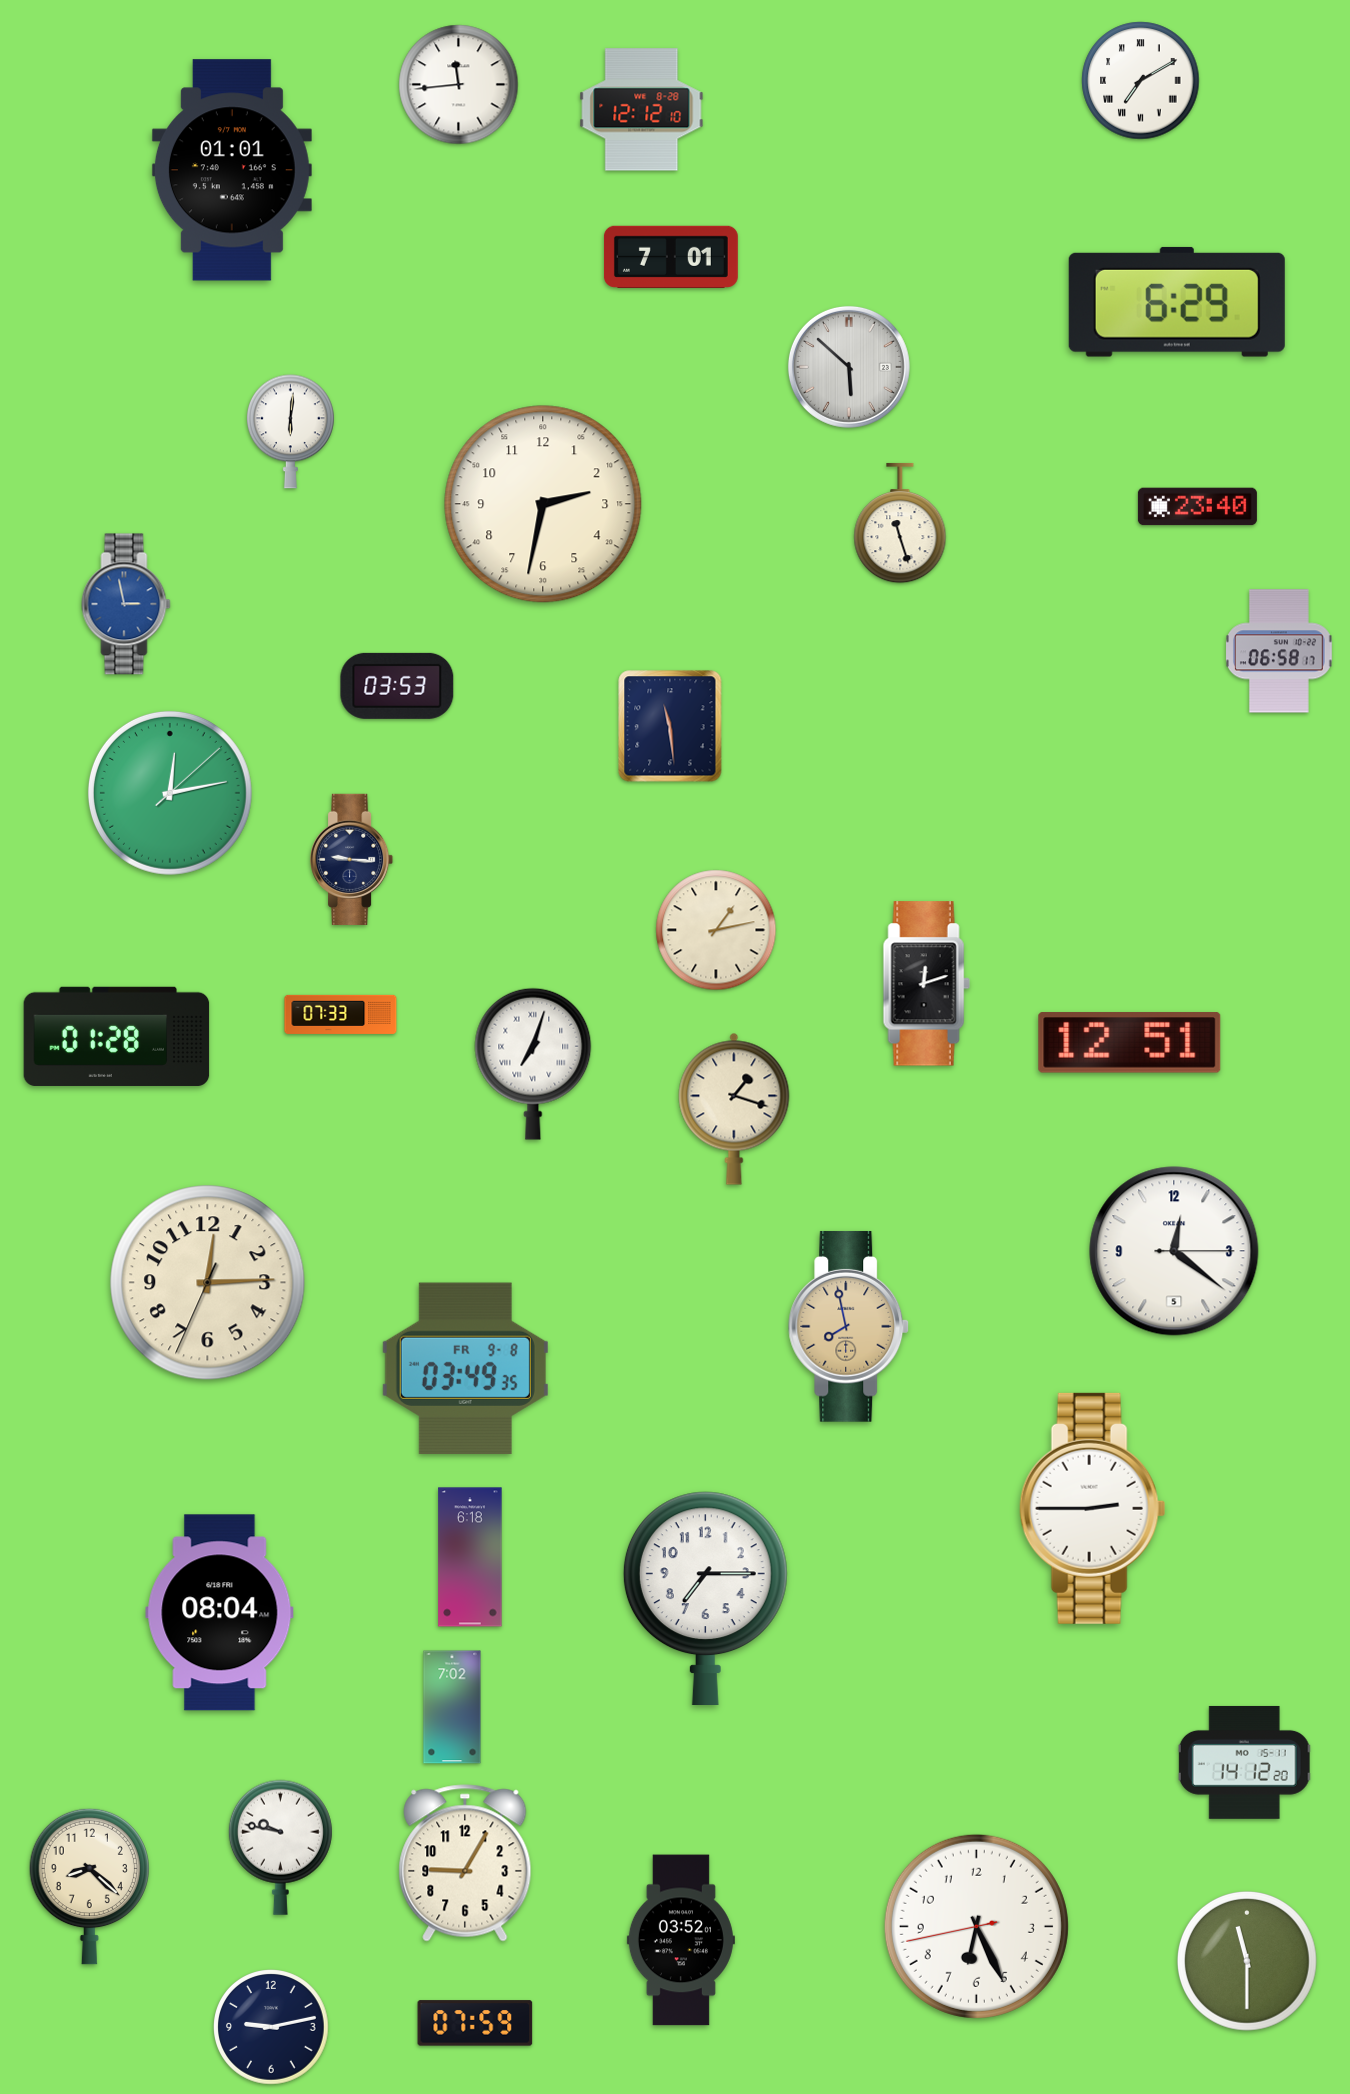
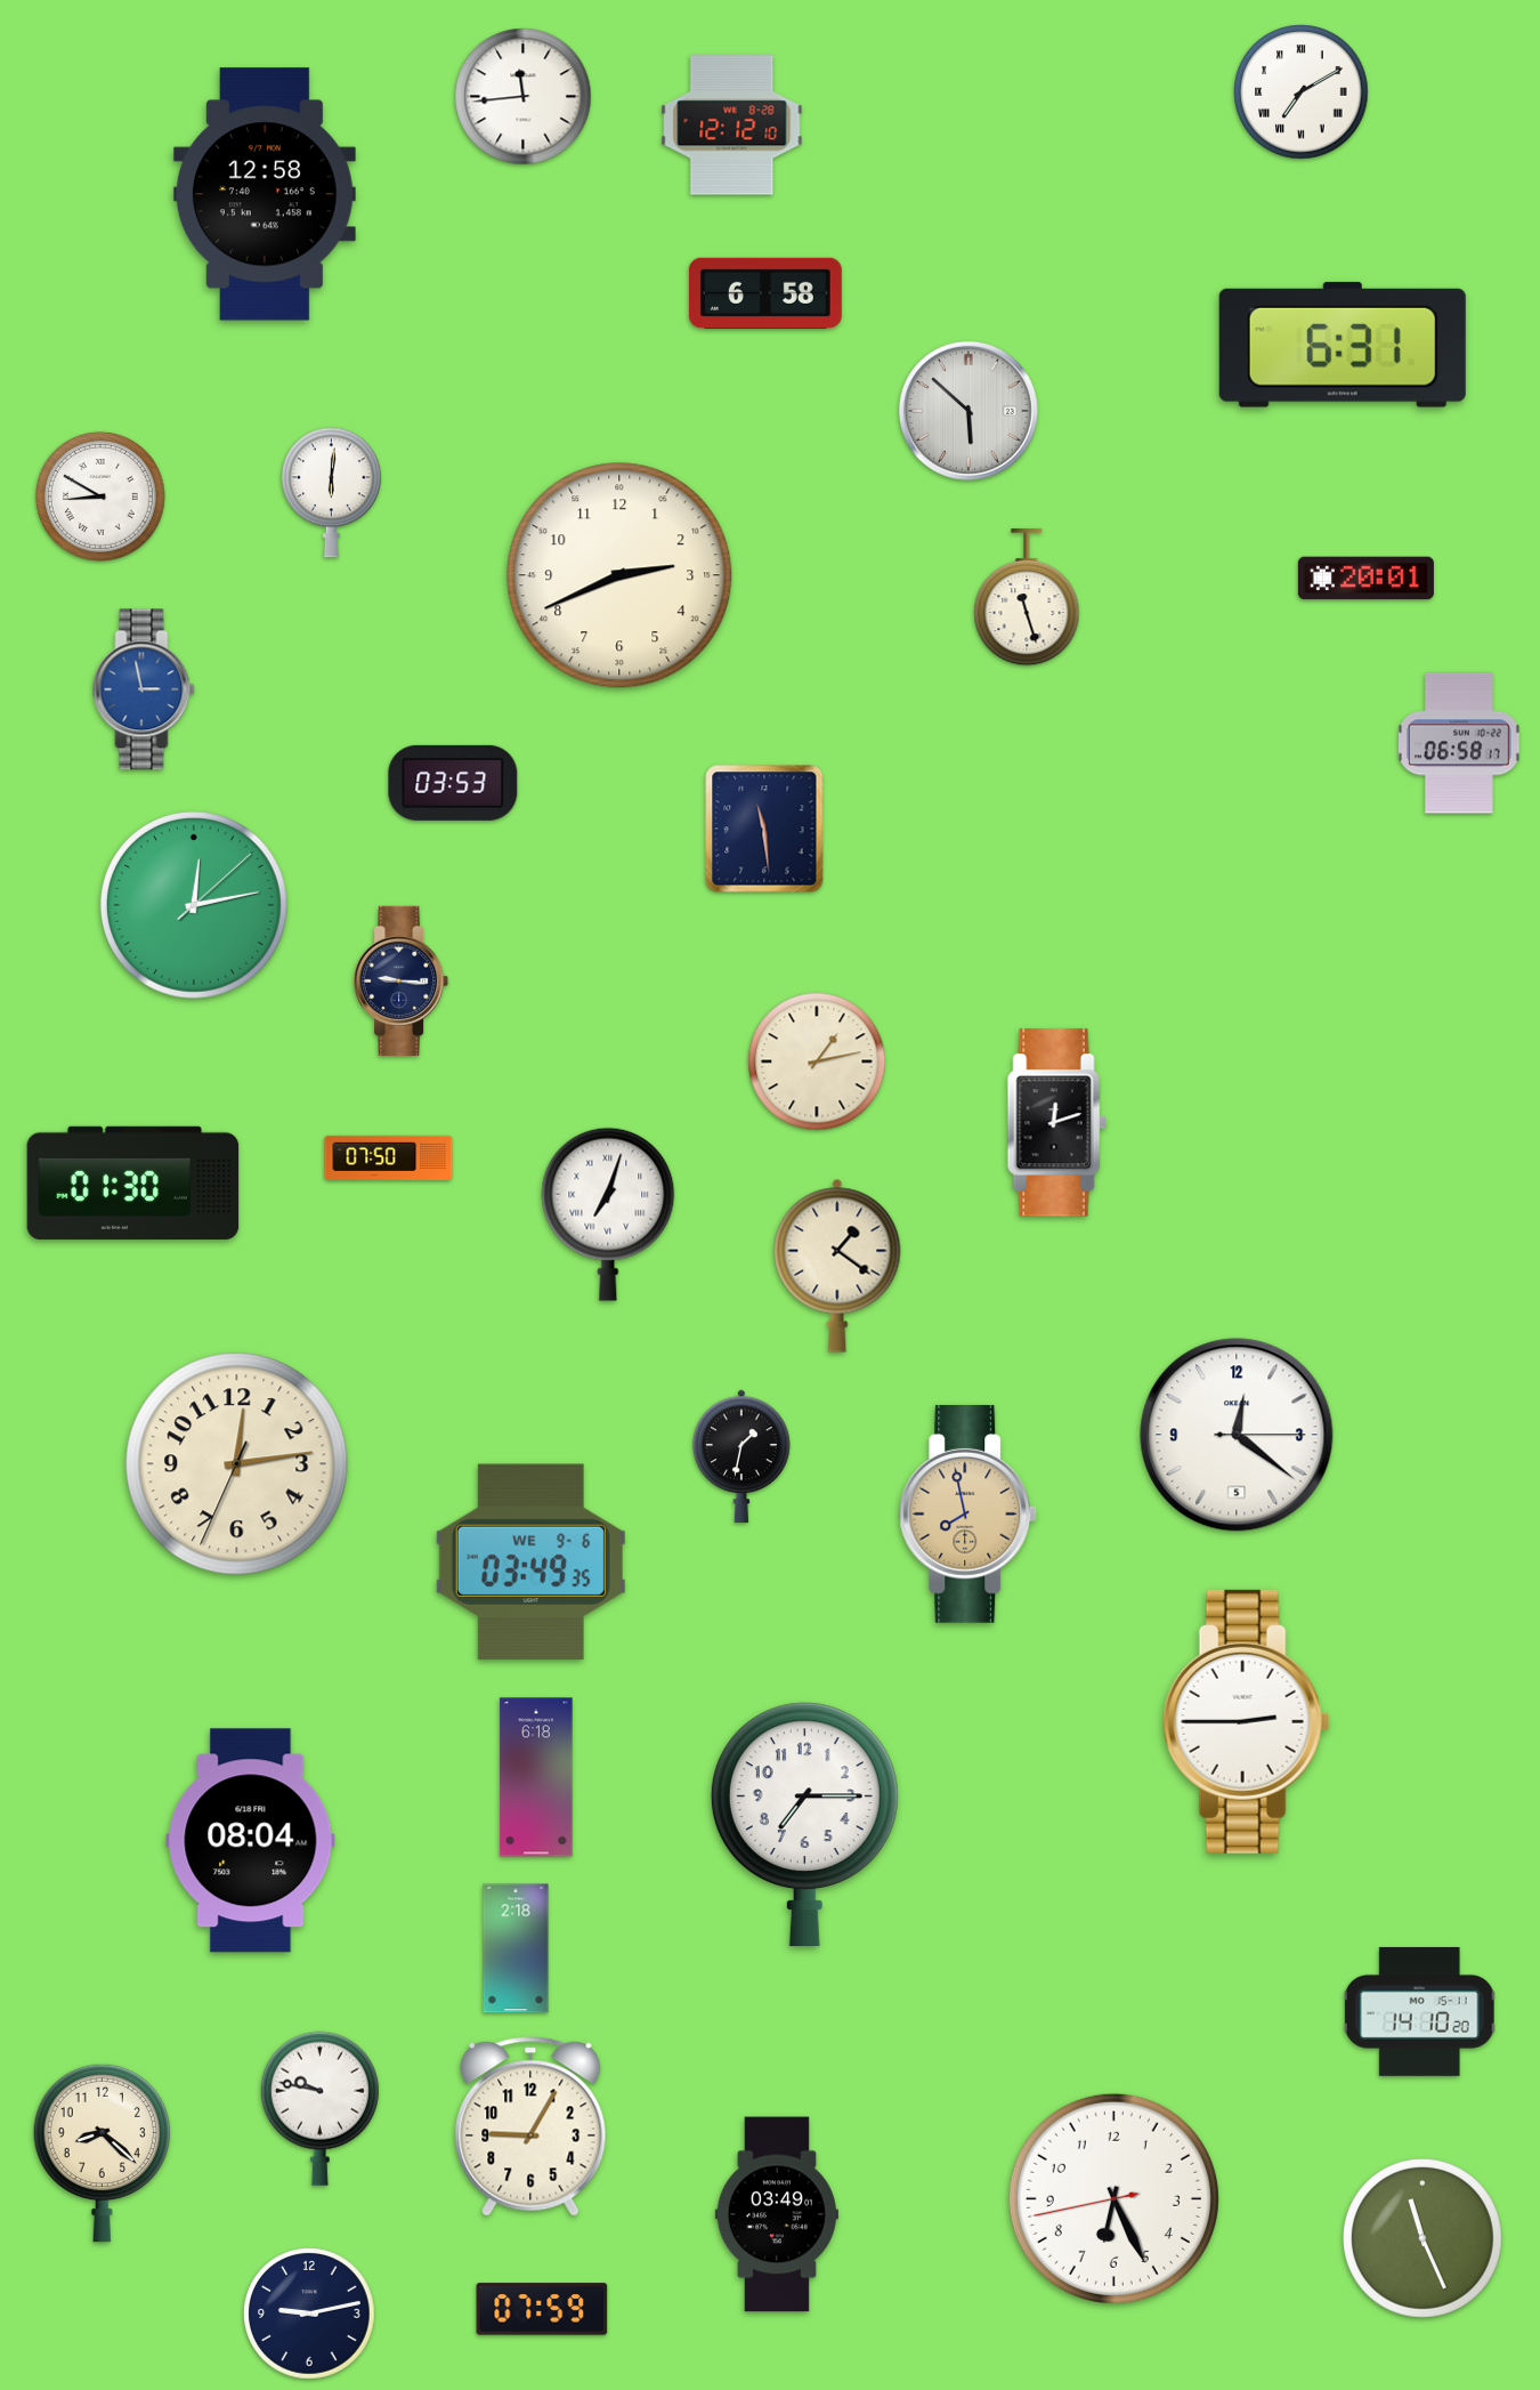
clock at (232, 170): 01:01 -> 12:58
clock at (671, 257): 7:01 -> 6:58
clock at (1177, 302): 6:29 -> 6:31
clock at (849, 367) position: (849, 367) -> (968, 411)
clock at (100, 496): none -> 8:50
clock at (543, 504): 2:32 -> 2:41
clock at (1197, 507): 23:40 -> 20:01
clock at (341, 1014): 07:33 -> 07:50
clock at (117, 1036): 01:28 -> 01:30
clock at (1130, 1043): 12:51 -> none
clock at (734, 1109): 1:18 -> 1:21
clock at (1174, 1251) position: (1174, 1251) -> (1237, 1435)
clock at (743, 1456): none -> 1:32
clock at (208, 1283): 12:14 -> 12:13
clock at (465, 1368) date: FR 9-8 -> WE 9-6
clock at (452, 1707): 7:02 -> 2:18
clock at (1245, 1762): 14:12 -> 14:10
clock at (681, 1940): 03:52 -> 03:49
clock at (1247, 1961): 11:30 -> 11:26
